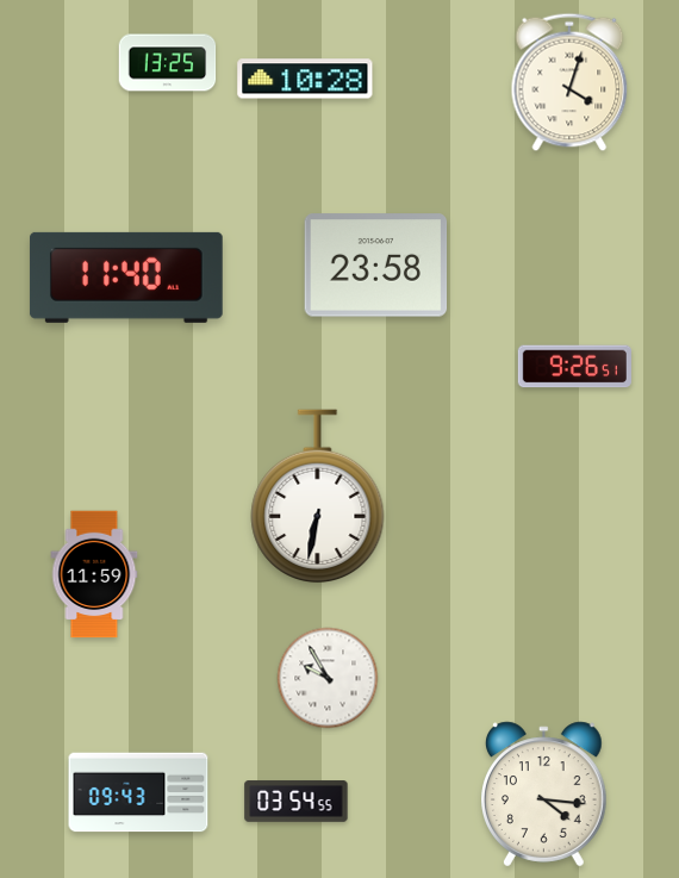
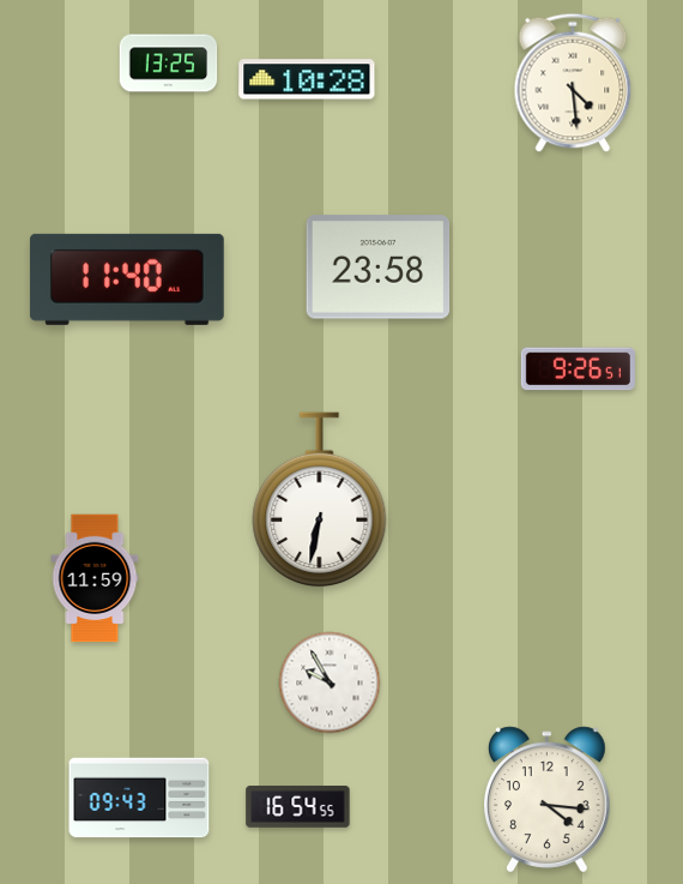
clock at (569, 82): 4:03 -> 4:29
clock at (297, 802): 03:54 -> 16:54
